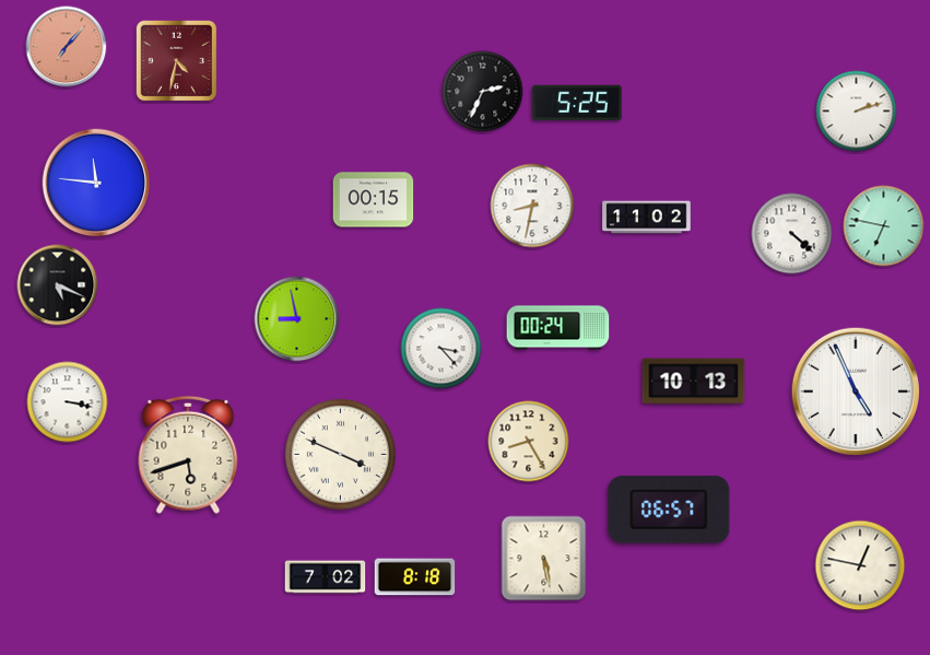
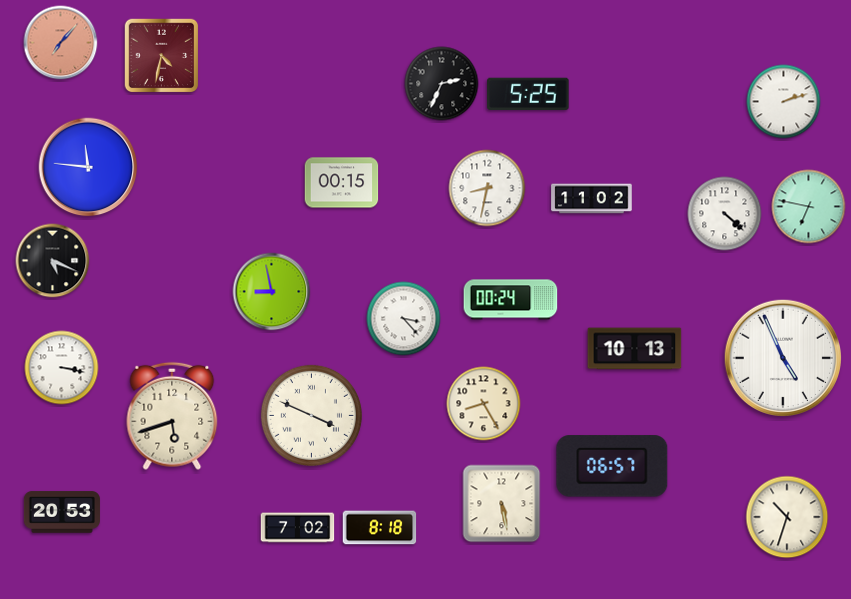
clock at (544, 559) position: (544, 559) -> (502, 504)
clock at (62, 512): none -> 20:53
clock at (860, 565): 12:47 -> 10:33
